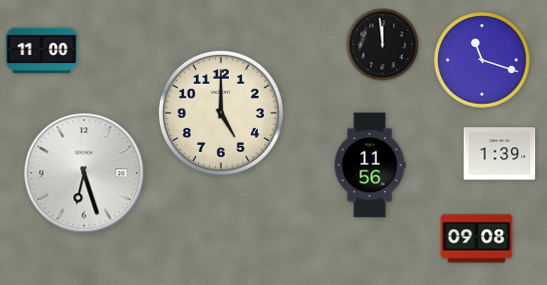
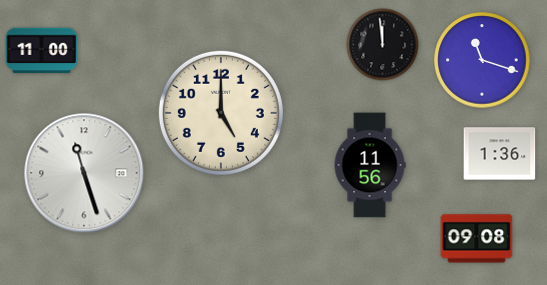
clock at (500, 154): 1:39 -> 1:36
clock at (84, 173): 6:27 -> 11:27
